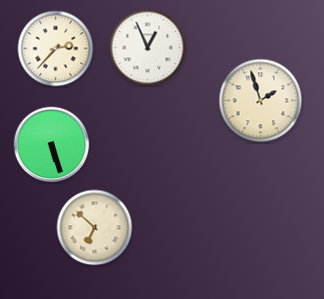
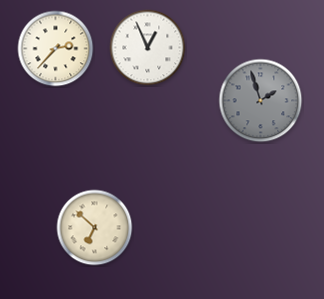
clock at (261, 101) dial: cream -> grey
clock at (52, 145): 5:27 -> none
